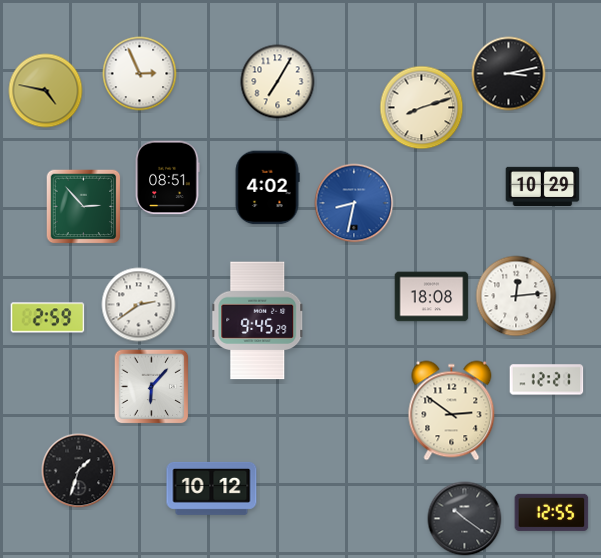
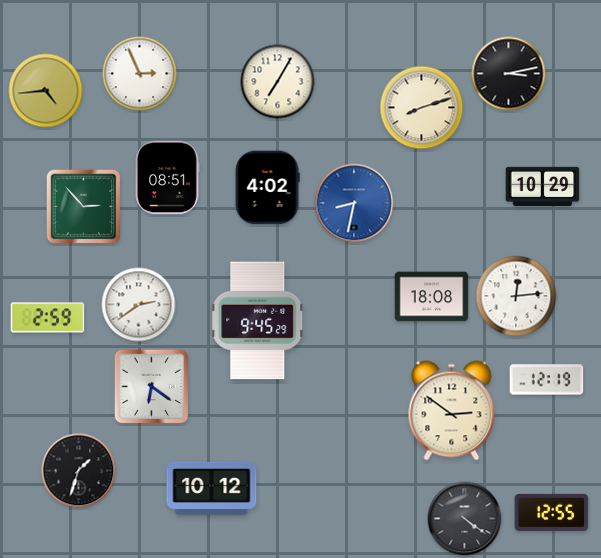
clock at (46, 91): 4:47 -> 4:44
clock at (547, 380): 12:21 -> 12:19
clock at (152, 387): 6:07 -> 6:21
clock at (465, 519): 10:21 -> 4:21
